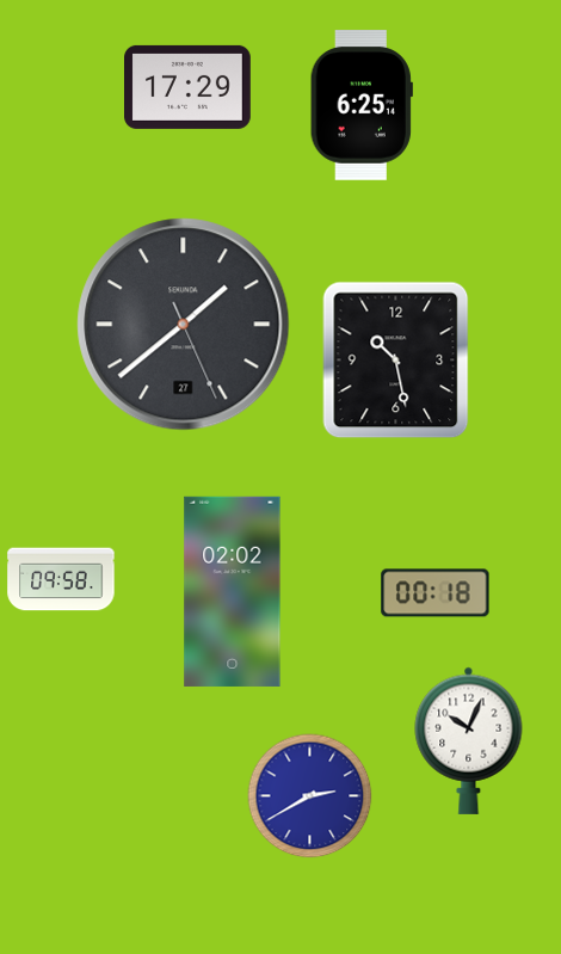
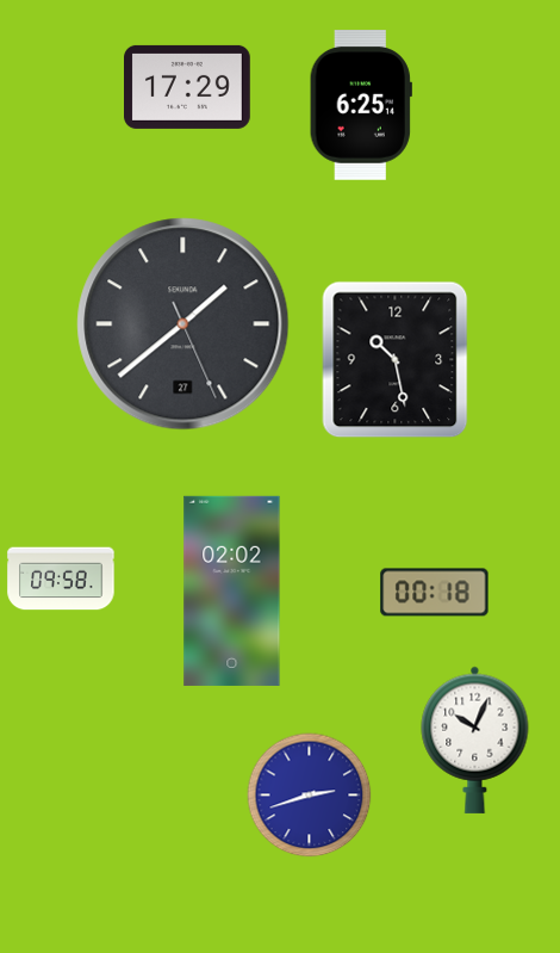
clock at (469, 740) position: (469, 740) -> (475, 739)
clock at (310, 796): 2:40 -> 2:42
